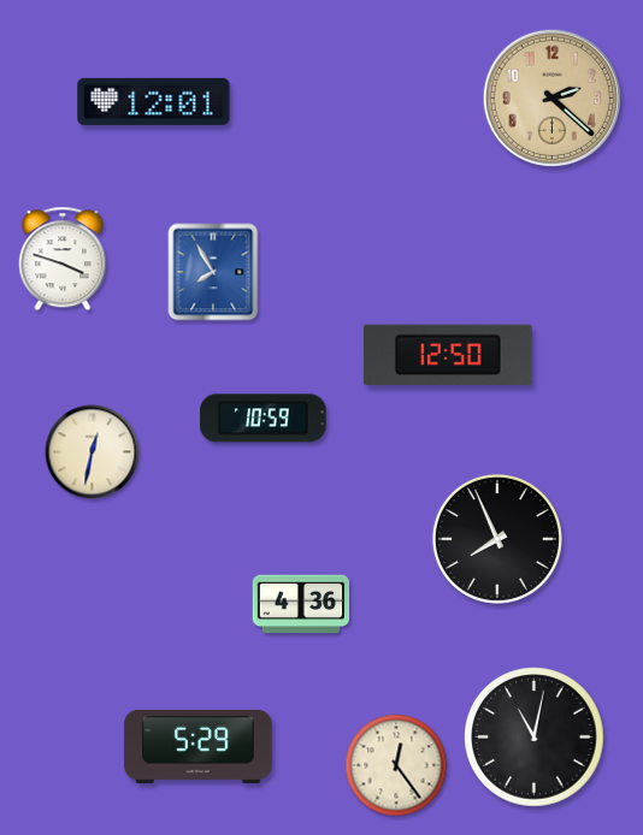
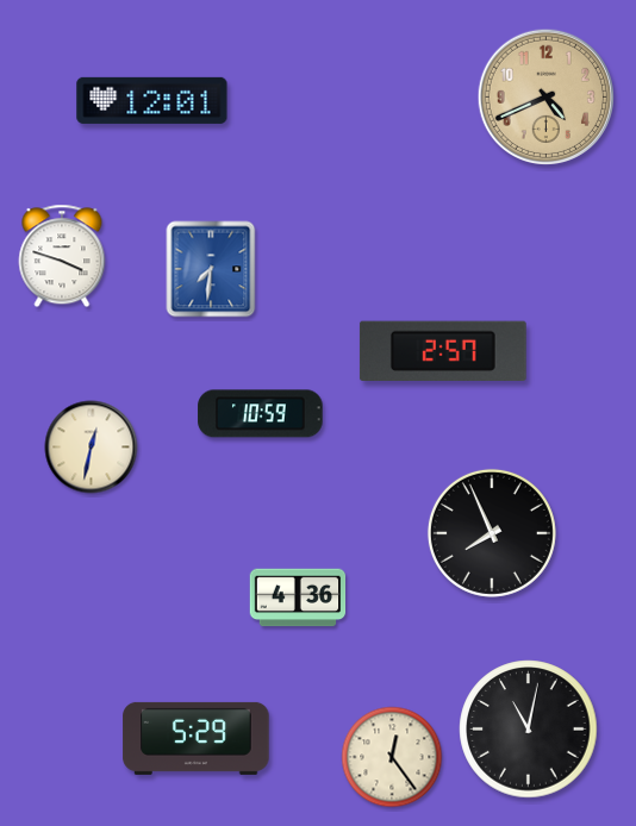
clock at (551, 97): 2:22 -> 4:41
clock at (213, 272): 7:55 -> 7:31
clock at (448, 354): 12:50 -> 2:57
